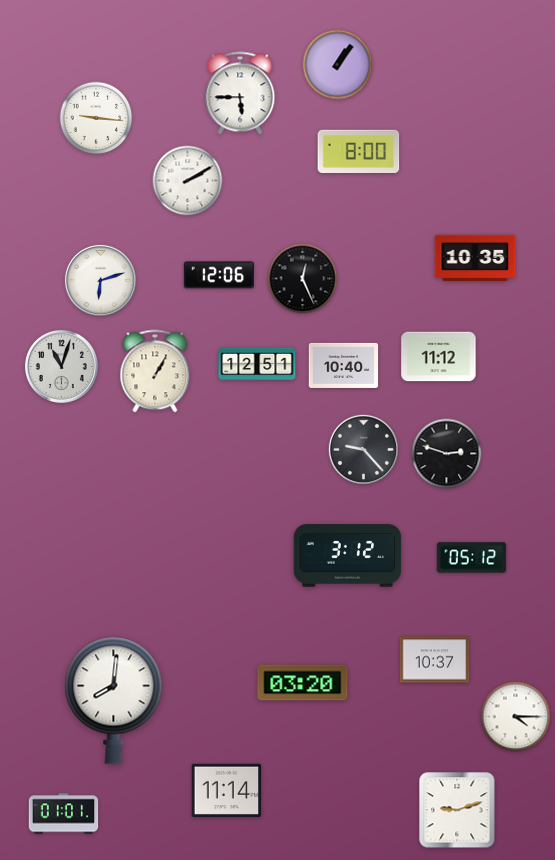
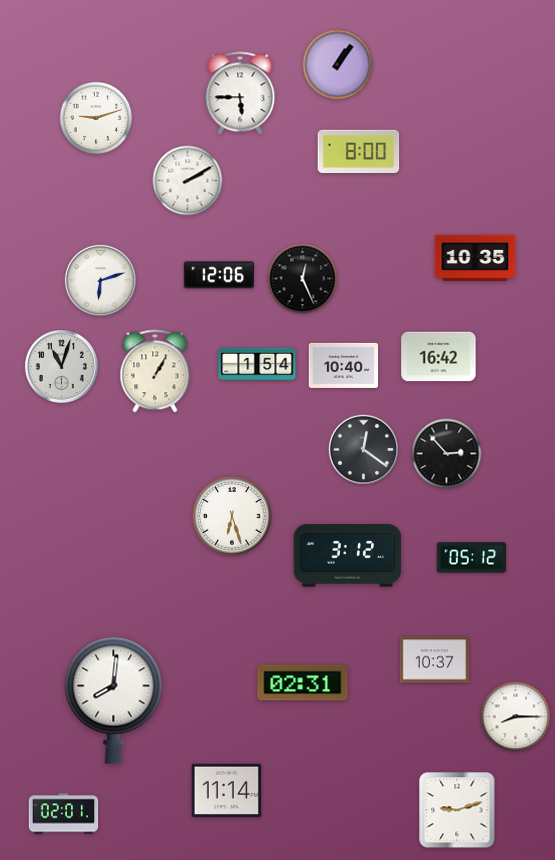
clock at (96, 118): 9:16 -> 9:12
clock at (439, 357): 11:12 -> 16:42
clock at (257, 364): 12:51 -> 1:54
clock at (363, 449): 9:23 -> 12:21
clock at (447, 454): 2:48 -> 2:53
clock at (232, 516): none -> 6:27
clock at (303, 683): 03:20 -> 02:31
clock at (516, 717): 4:15 -> 8:15
clock at (64, 814): 01:01 -> 02:01
